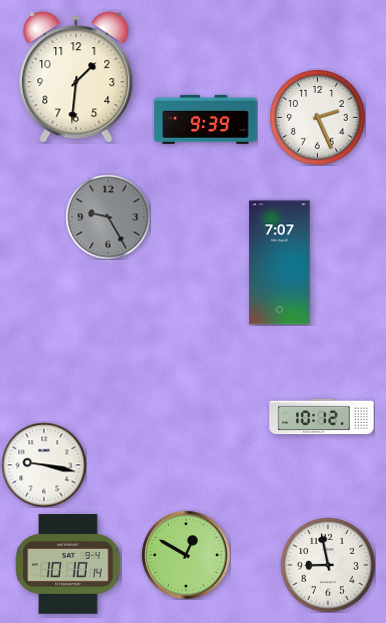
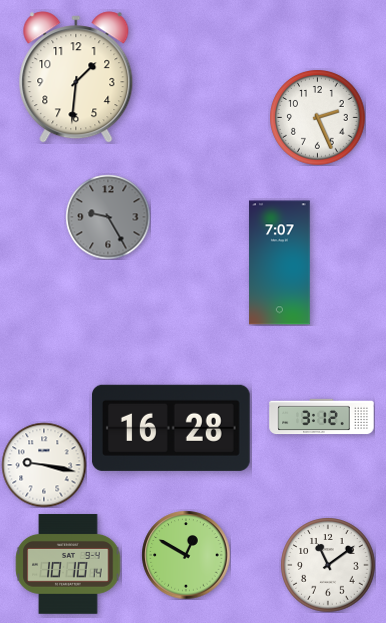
clock at (206, 119): 9:39 -> none
clock at (322, 417): 10:12 -> 3:12
clock at (171, 428): none -> 16:28
clock at (328, 565): 8:58 -> 11:09
